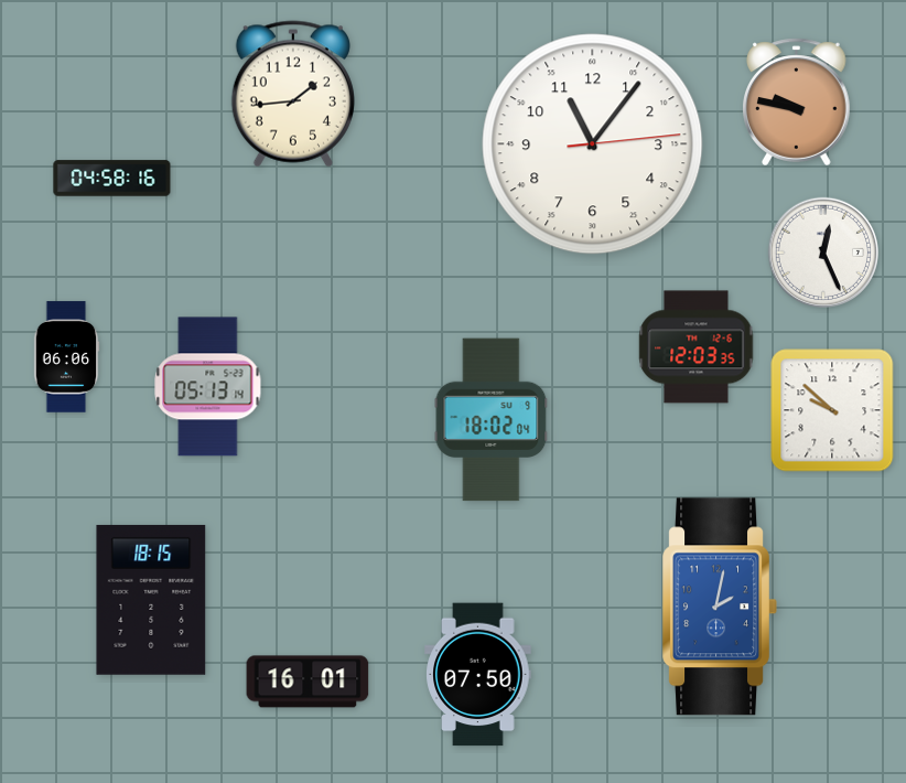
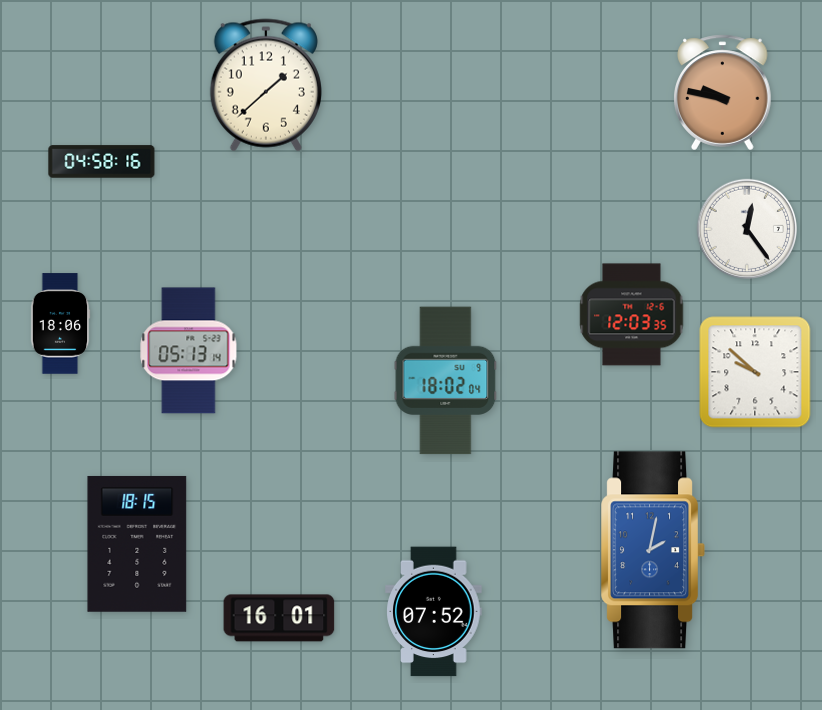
clock at (293, 94): 1:44 -> 1:38
clock at (593, 144): 11:06 -> none
clock at (822, 251): 12:26 -> 12:24
clock at (66, 357): 06:06 -> 18:06
clock at (478, 675): 07:50 -> 07:52
